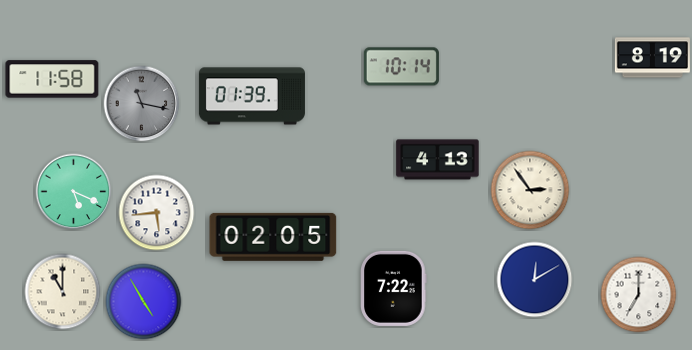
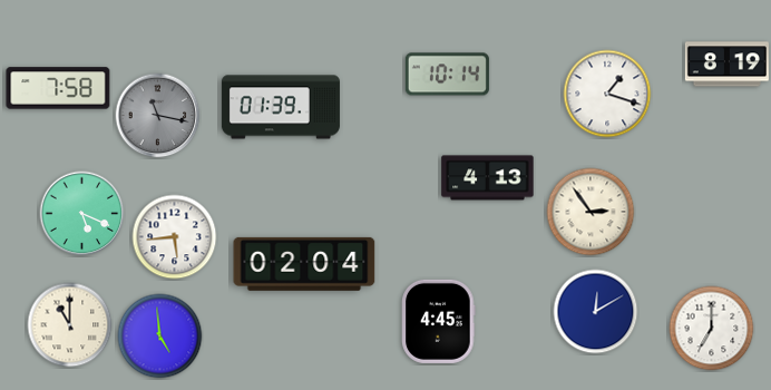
clock at (52, 79): 11:58 -> 7:58
clock at (607, 94): none -> 1:18
clock at (273, 237): 02:05 -> 02:04
clock at (394, 288): 7:22 -> 4:45
clock at (144, 302): 4:55 -> 4:59
